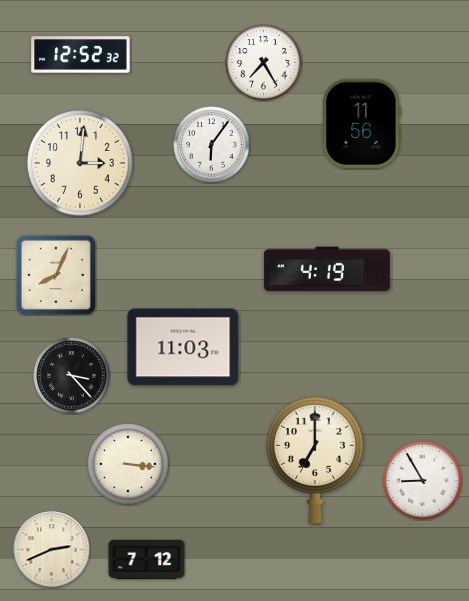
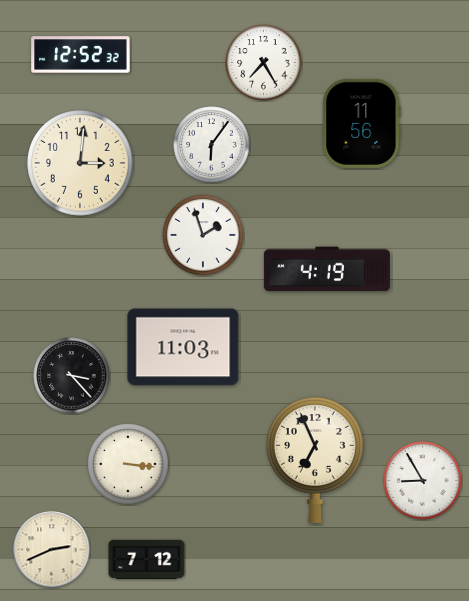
clock at (203, 235): none -> 1:57
clock at (56, 275): 8:04 -> none
clock at (315, 460): 7:00 -> 6:56
